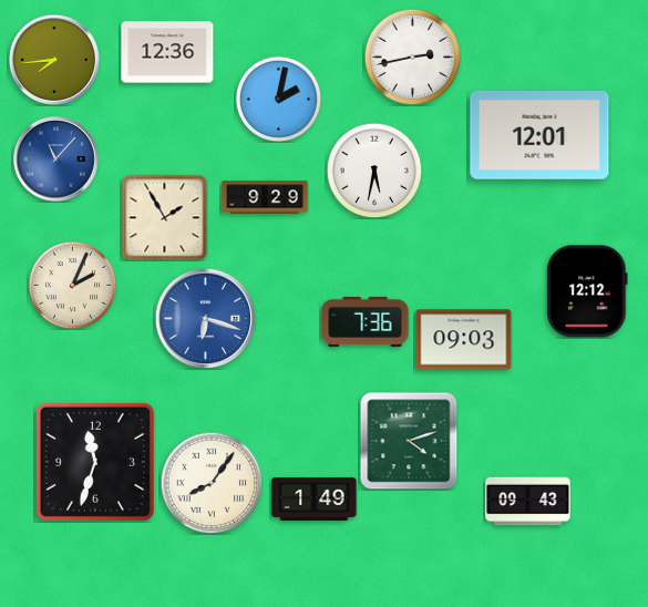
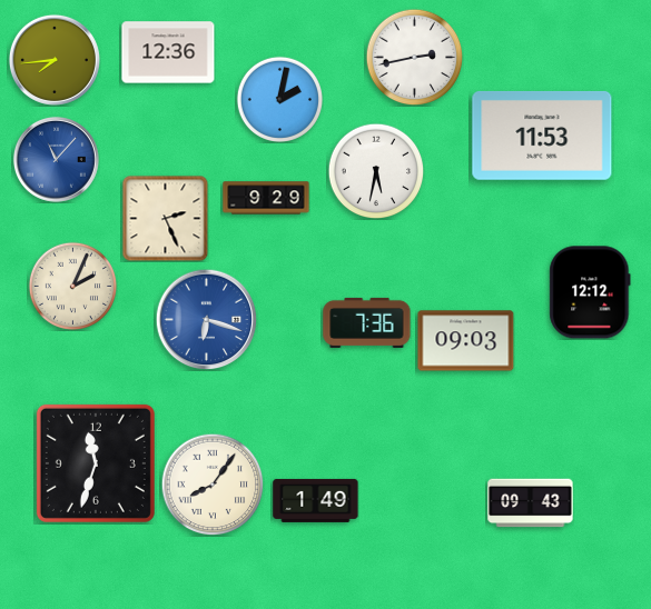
clock at (539, 135): 12:01 -> 11:53
clock at (164, 217): 1:55 -> 2:26
clock at (409, 441): 4:12 -> none
